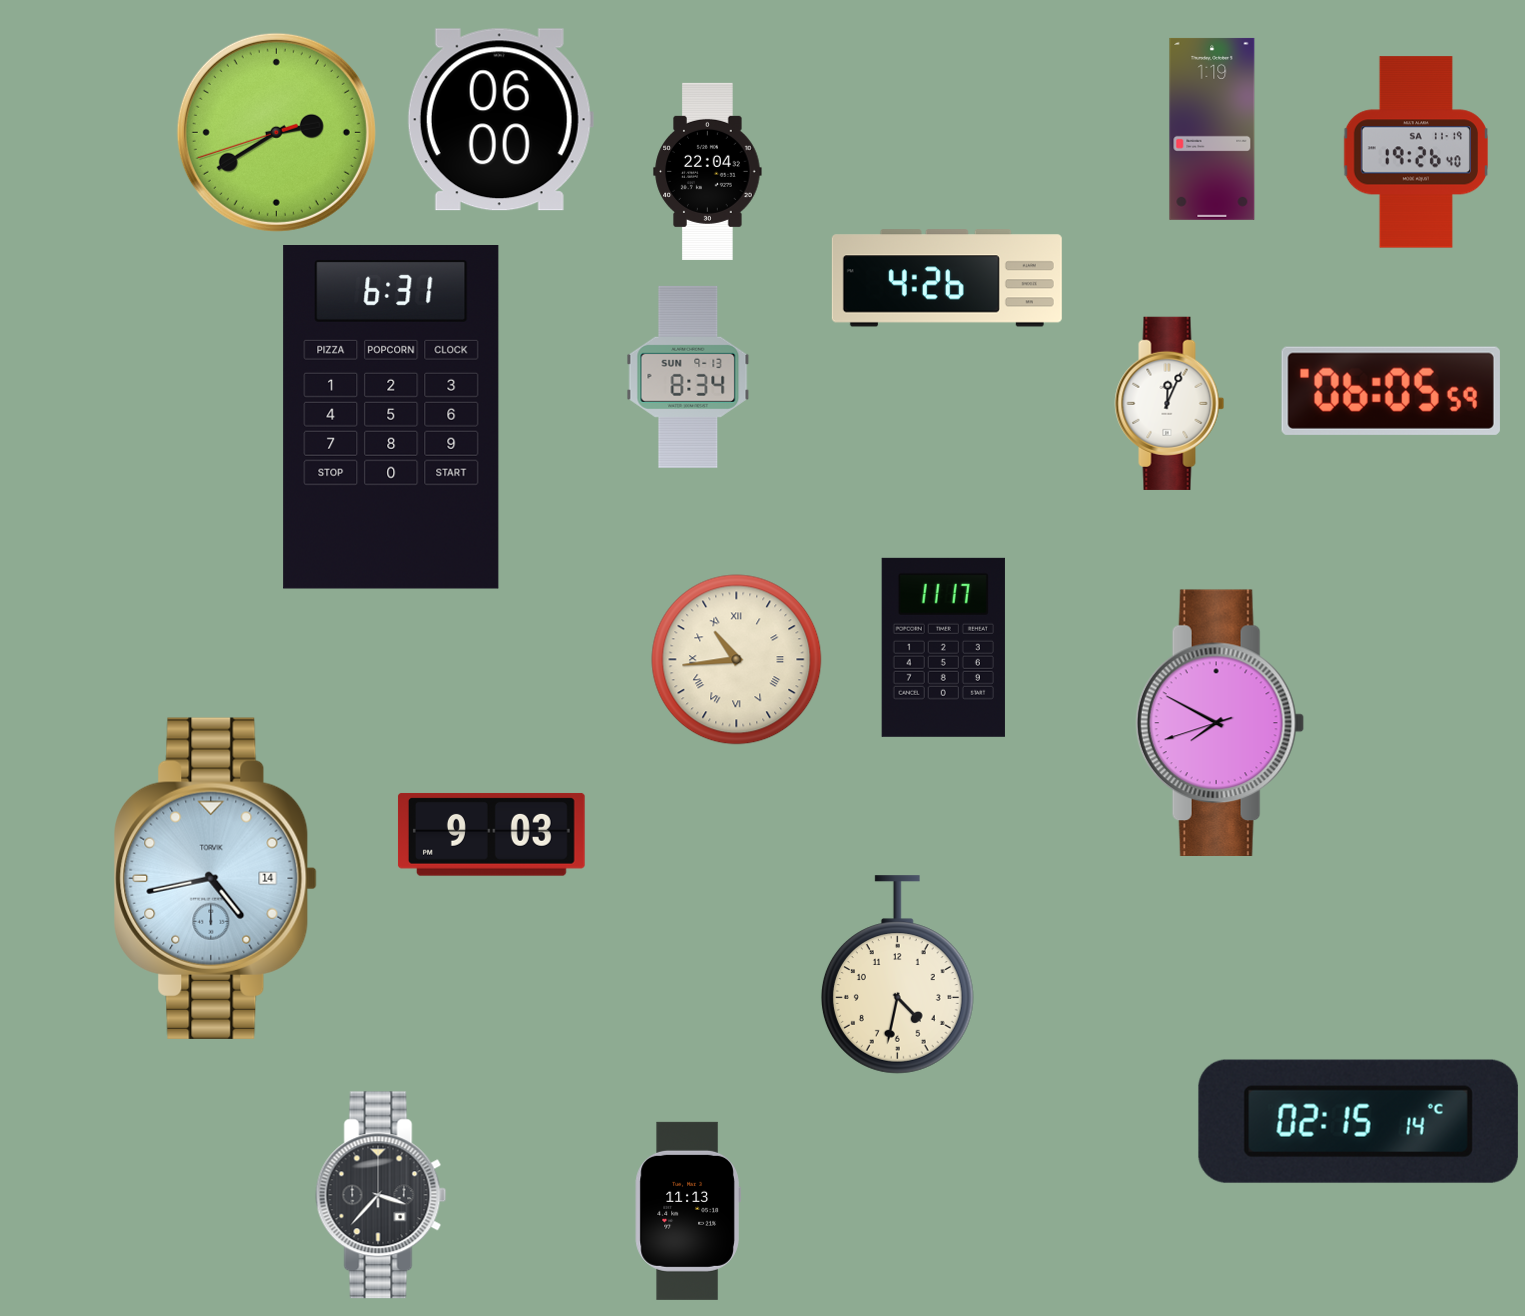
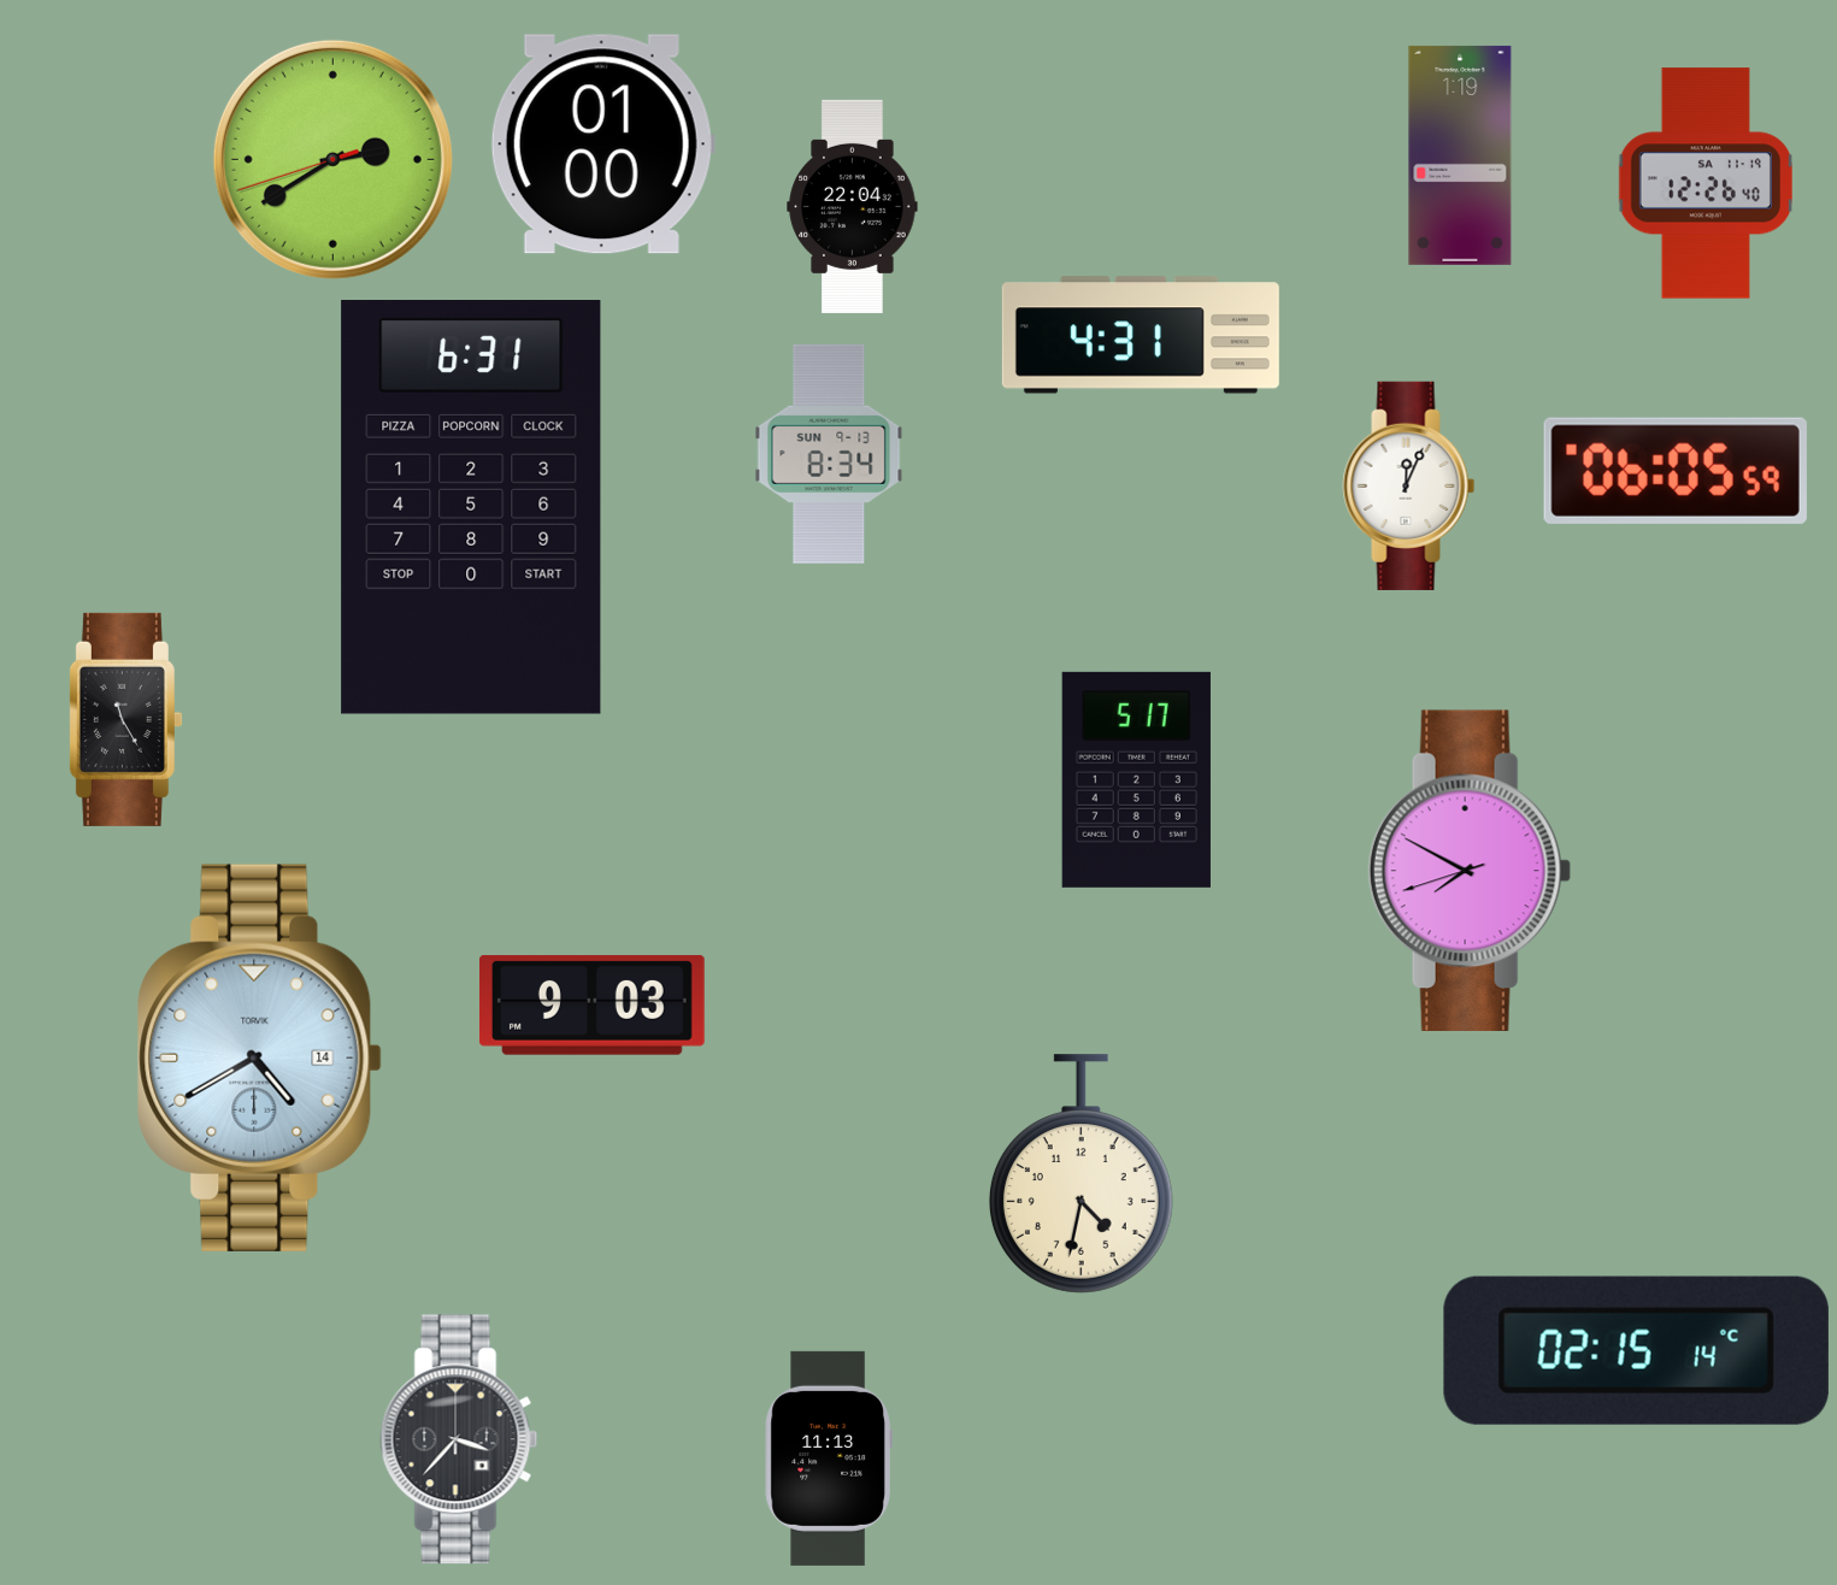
clock at (500, 120): 06:00 -> 01:00
clock at (1416, 152): 19:26 -> 12:26
clock at (947, 278): 4:26 -> 4:31
clock at (391, 418) position: (391, 418) -> (471, 508)
clock at (125, 719): none -> 11:25
clock at (943, 647): 11:17 -> 5:17
clock at (737, 660): 10:44 -> none
clock at (215, 878): 4:43 -> 4:40
